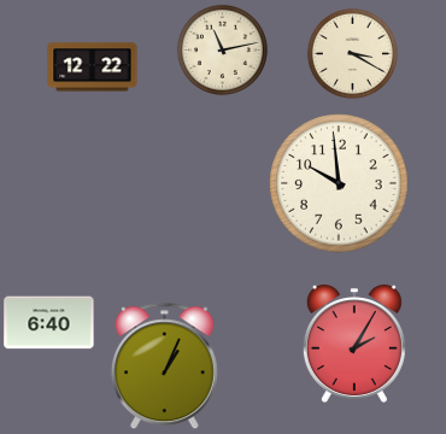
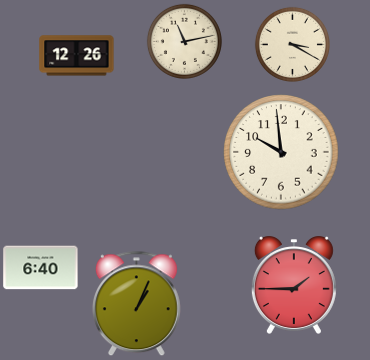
clock at (93, 68): 12:22 -> 12:26
clock at (354, 344): 2:05 -> 1:45
